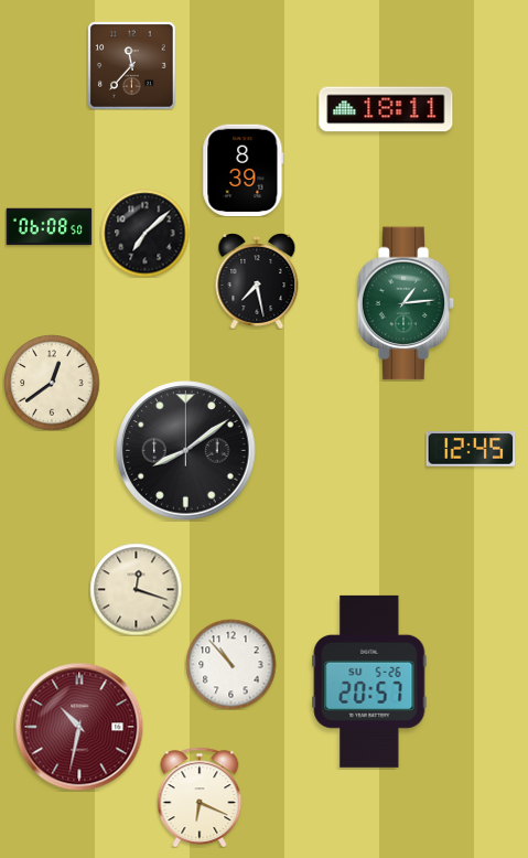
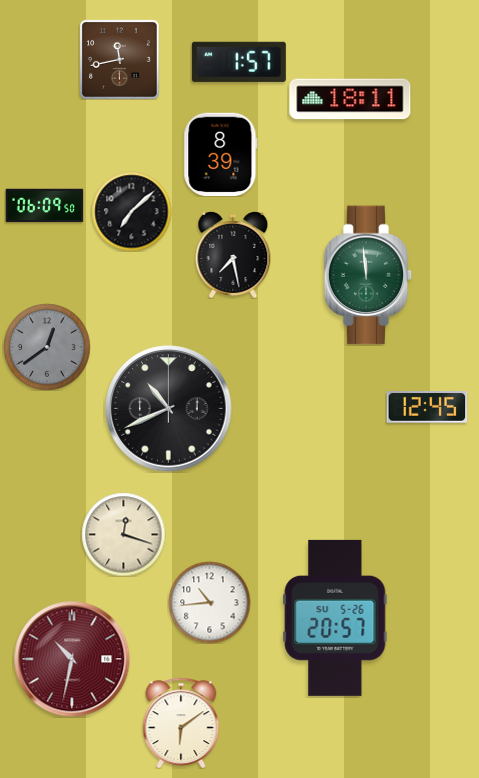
clock at (132, 66): 11:37 -> 11:43
clock at (239, 62): none -> 1:57
clock at (49, 227): 06:08 -> 06:09
clock at (406, 303): 1:14 -> 11:59
clock at (52, 383) dial: cream -> grey
clock at (186, 451): 8:09 -> 10:41
clock at (230, 664): 10:53 -> 10:44
clock at (200, 797): 6:19 -> 6:09
